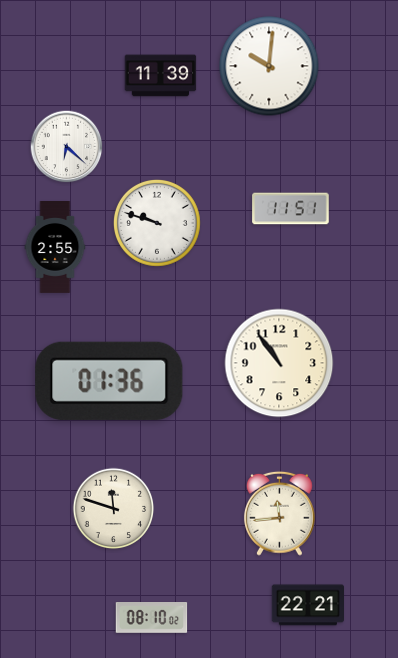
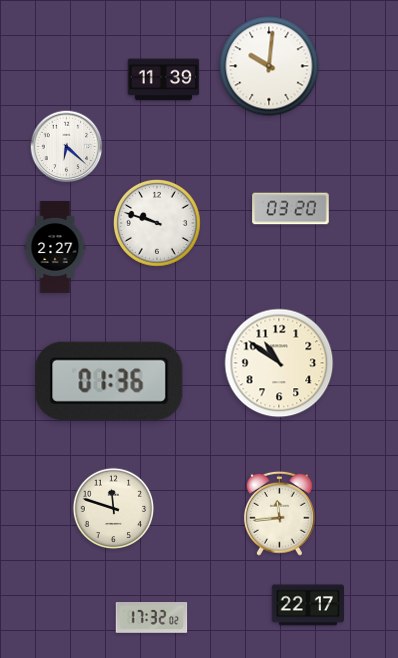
clock at (161, 76) position: (161, 76) -> (164, 80)
clock at (291, 209): 11:51 -> 03:20
clock at (55, 248): 2:55 -> 2:27
clock at (279, 363): 10:54 -> 10:51
clock at (308, 605): 22:21 -> 22:17
clock at (152, 618): 08:10 -> 17:32
